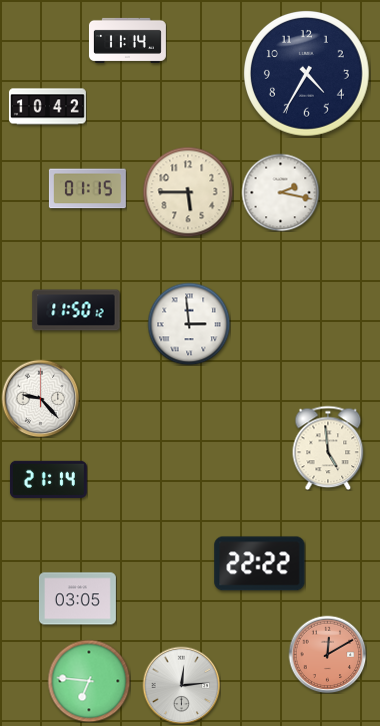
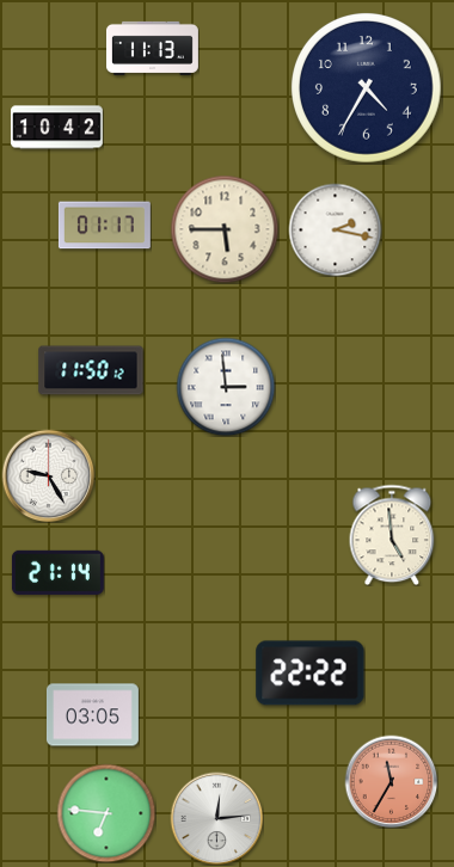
clock at (127, 40): 11:14 -> 11:13
clock at (87, 189): 01:15 -> 01:17
clock at (40, 398): 9:23 -> 9:25
clock at (327, 654): 12:10 -> 11:35
